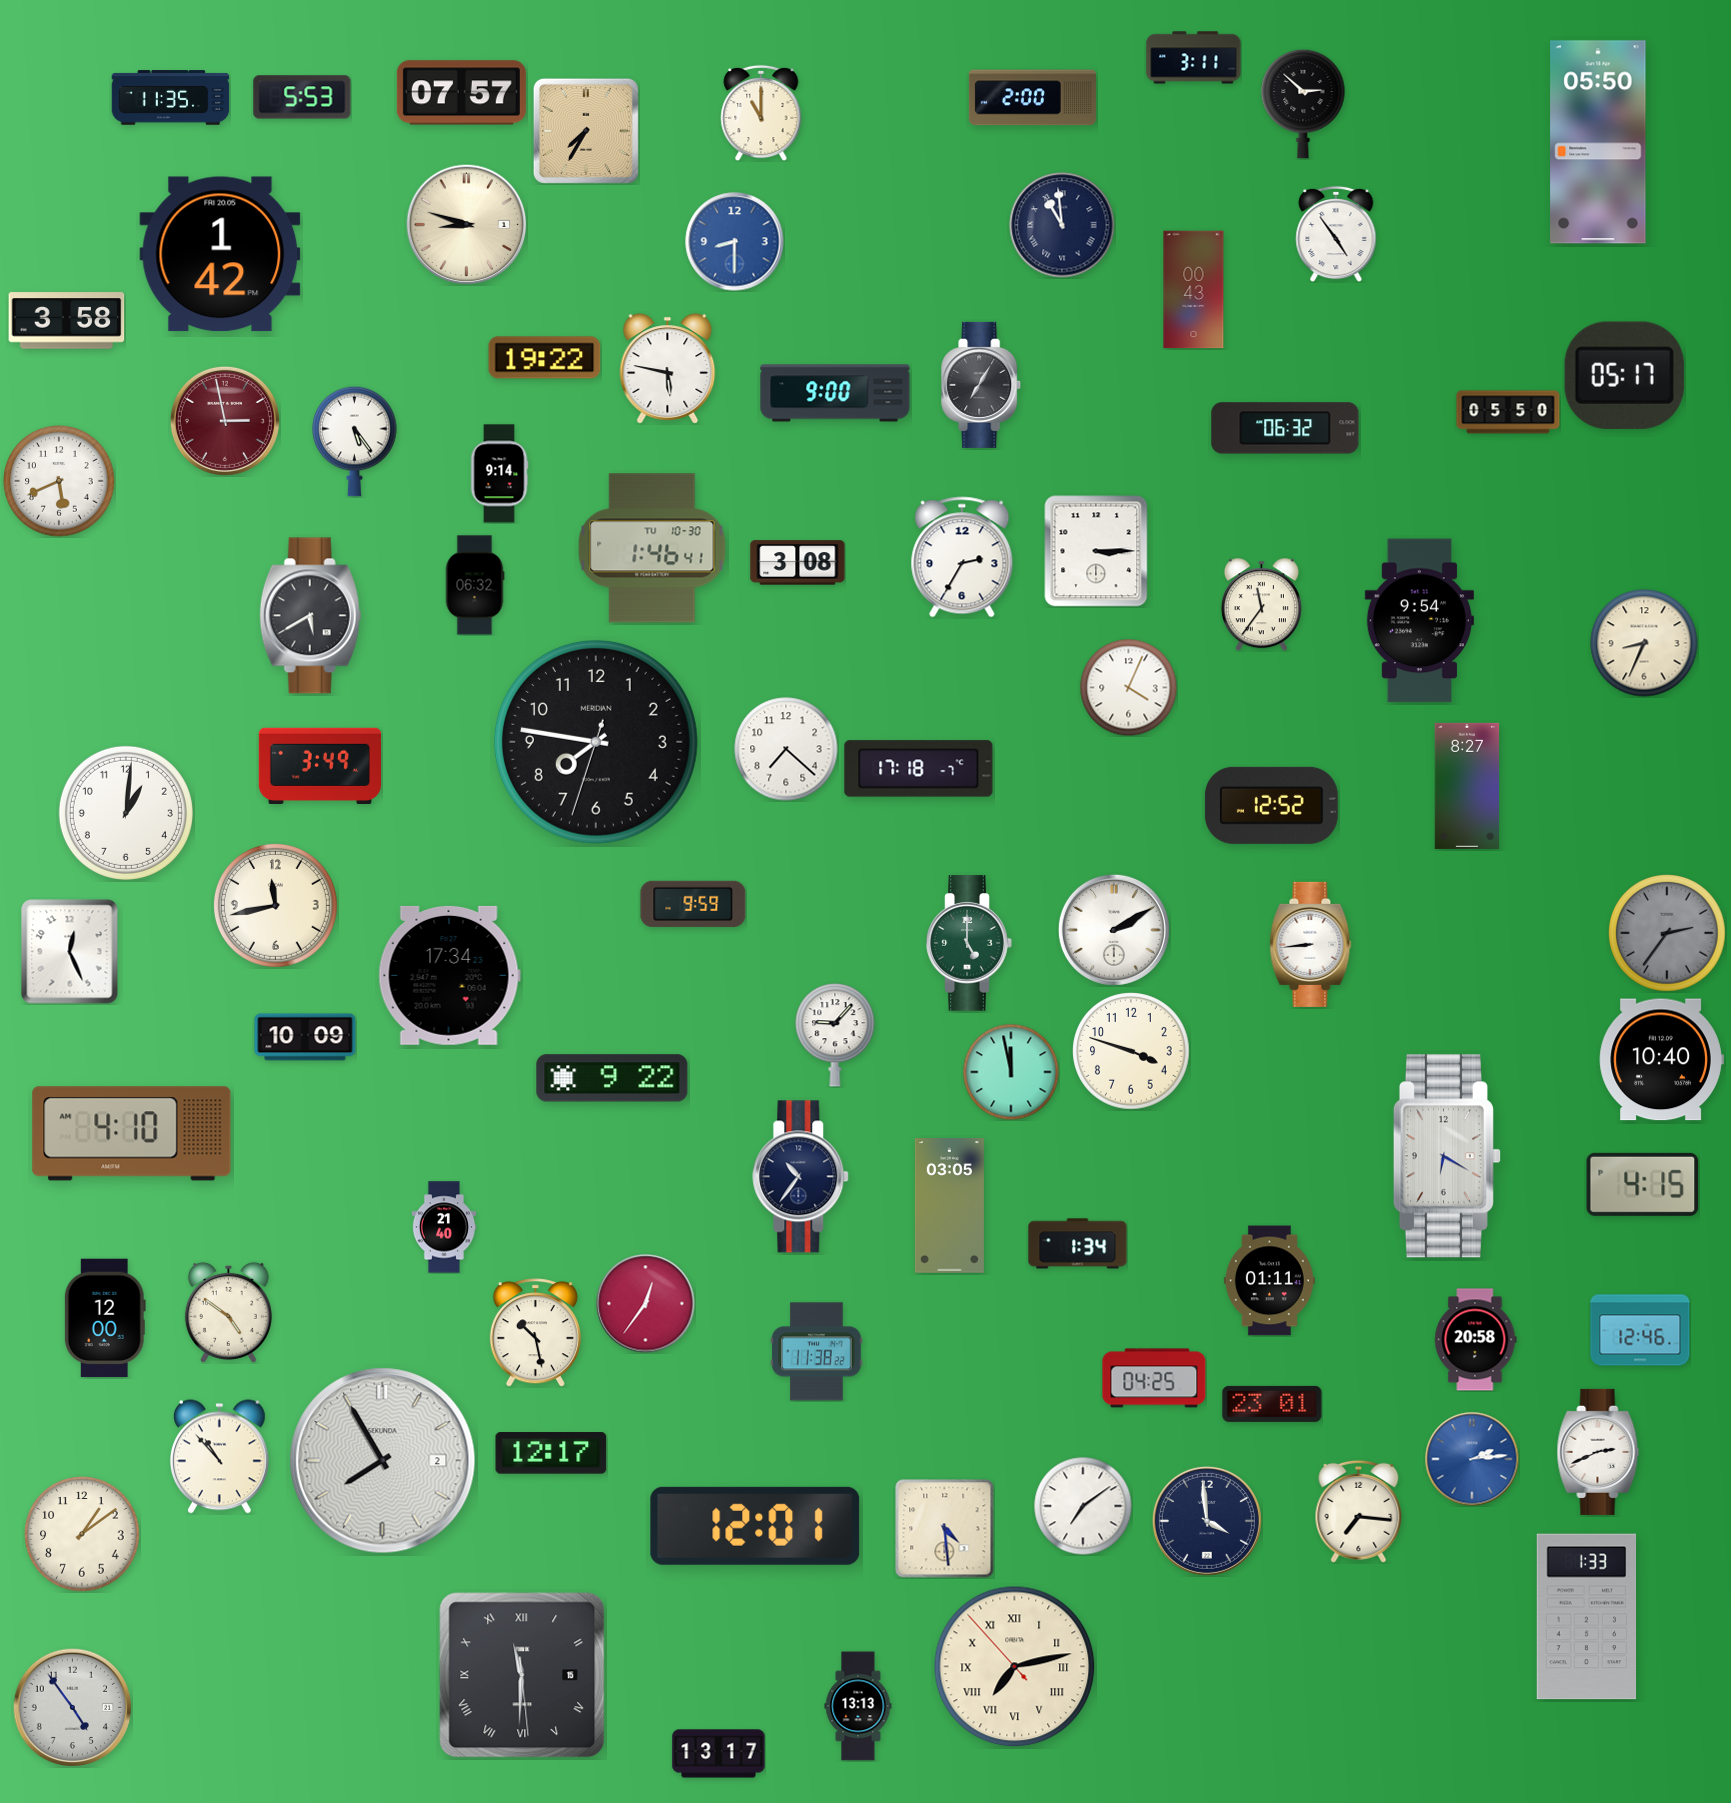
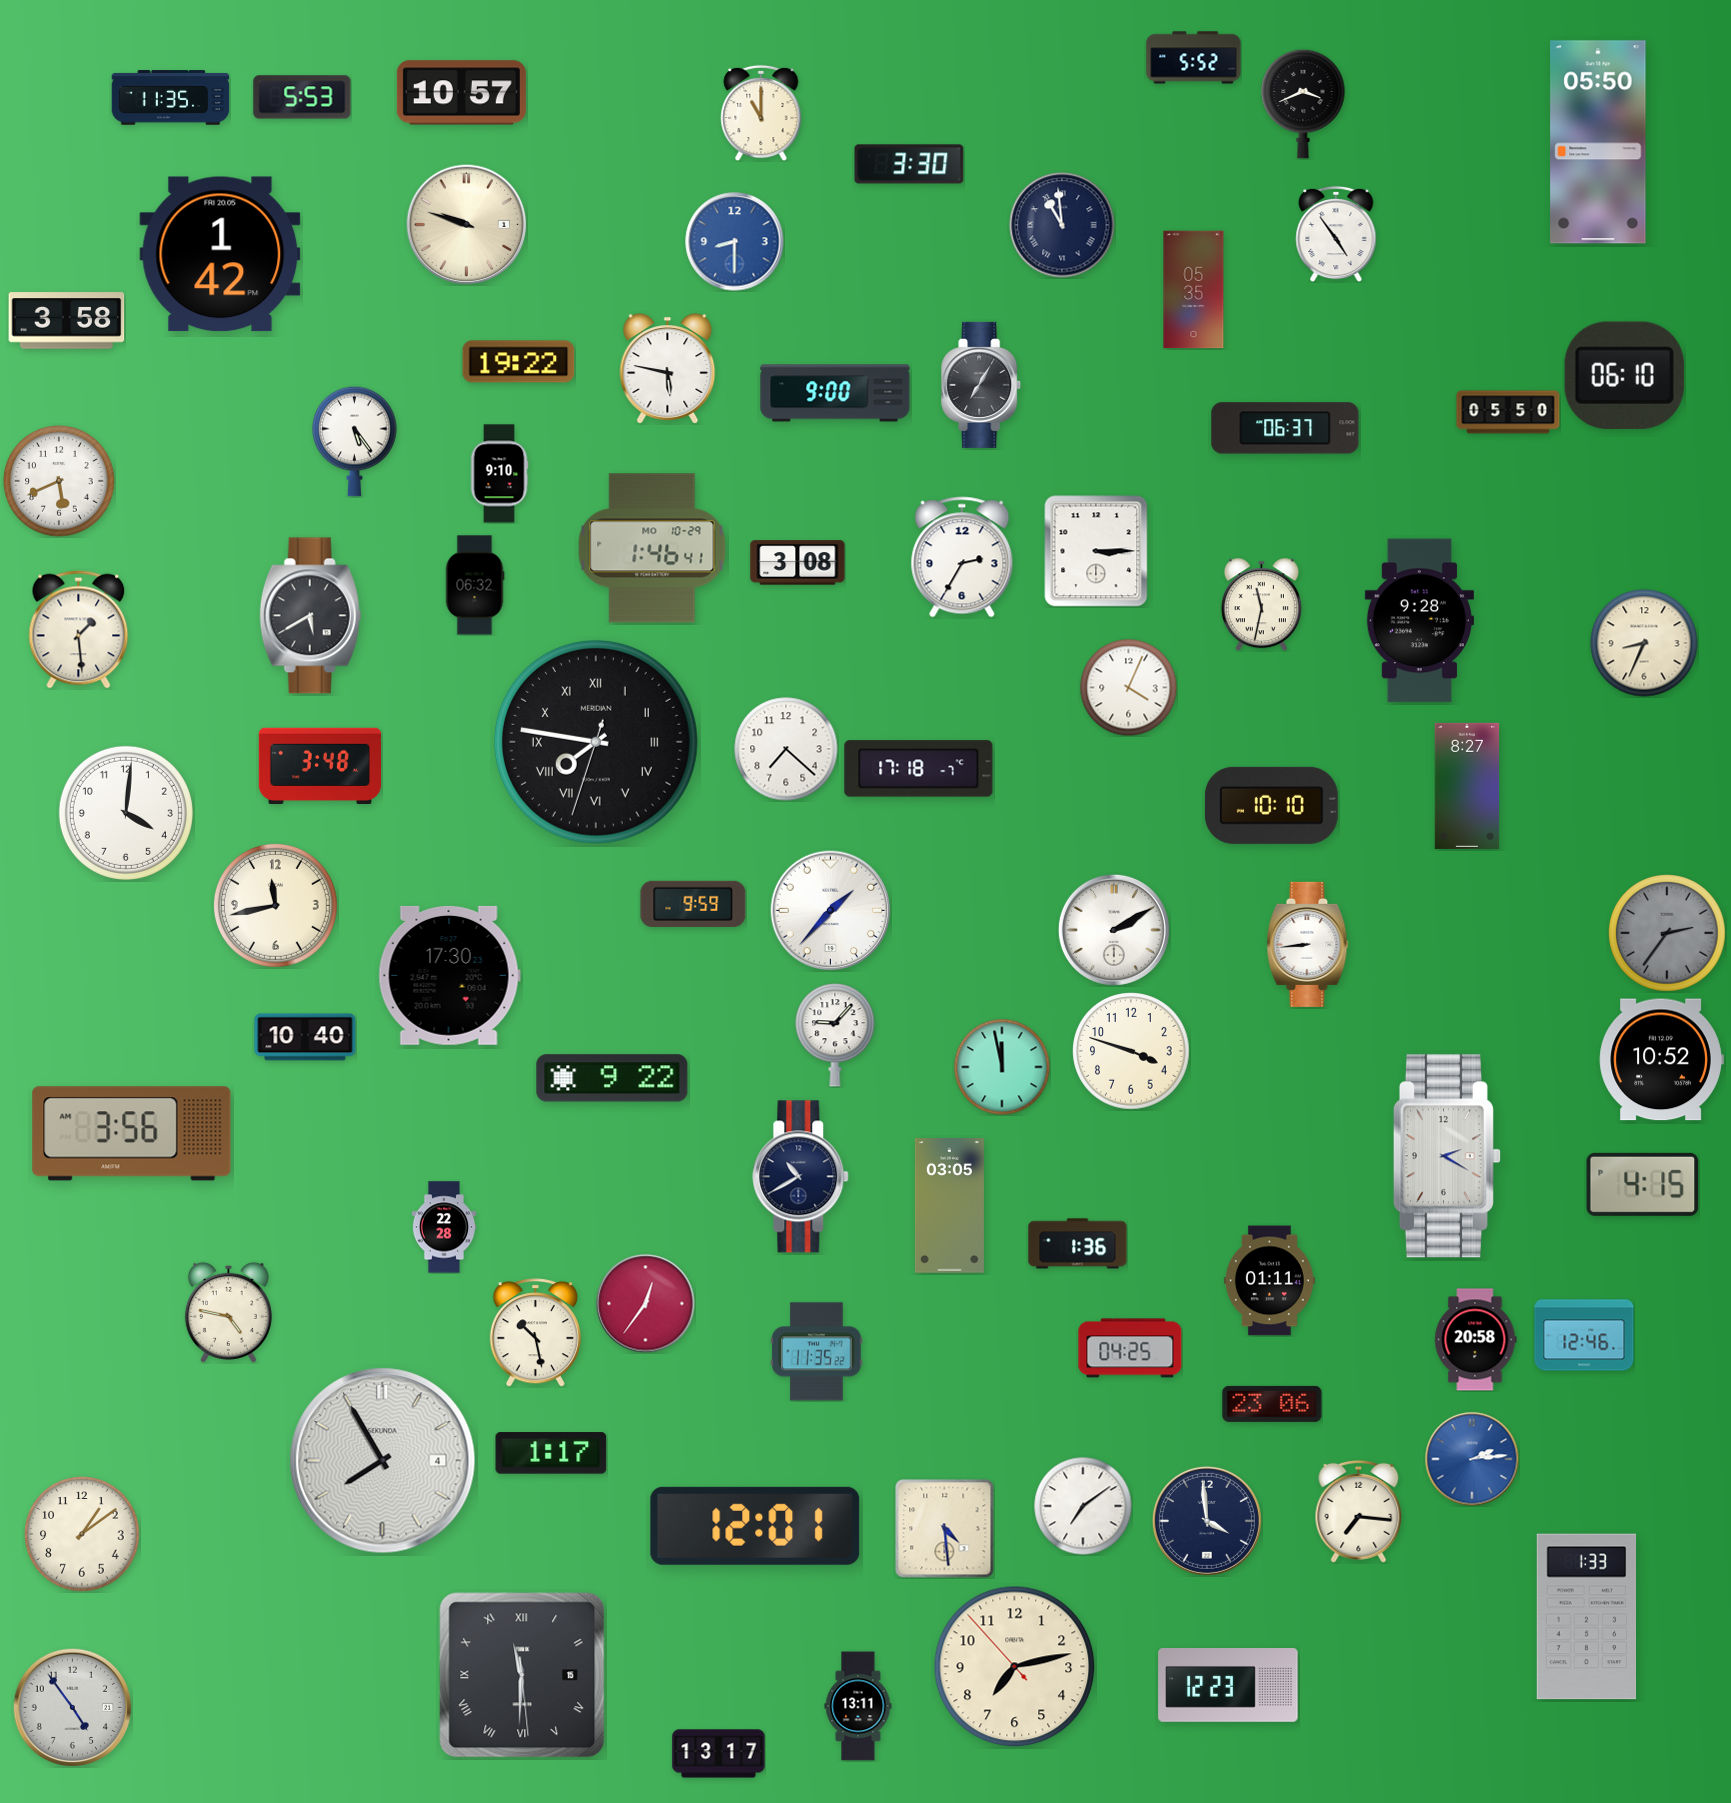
clock at (1194, 58): 3:11 -> 5:52
clock at (461, 93): 07:57 -> 10:57
clock at (1032, 98): 2:00 -> none
clock at (1303, 104): 2:52 -> 3:41
clock at (586, 131): 7:35 -> none
clock at (909, 164): none -> 3:30
clock at (467, 225): 8:48 -> 9:48
clock at (1194, 290): 00:43 -> 05:35
clock at (545, 358) position: (545, 358) -> (519, 362)
clock at (1624, 375): 05:17 -> 06:10
clock at (225, 421): 2:58 -> none
clock at (1285, 428): 06:32 -> 06:37
clock at (499, 474): 9:14 -> 9:10
clock at (652, 548) date: TU 10-30 -> MO 10-29
clock at (1261, 604): 11:36 -> 11:32
clock at (1419, 621): 9:54 -> 9:28
clock at (79, 630): none -> 1:29
clock at (596, 742) numerals: Arabic -> Roman
clock at (319, 765): 3:49 -> 3:48
clock at (1271, 805): 12:52 -> 10:10
clock at (126, 813): 1:01 -> 4:01
clock at (831, 911): none -> 1:37
clock at (969, 943): 5:00 -> none
clock at (1311, 944) position: (1311, 944) -> (1308, 944)
clock at (70, 952): 12:26 -> none
clock at (449, 975): 17:34 -> 17:30
clock at (305, 1037): 10:09 -> 10:40
clock at (1661, 1060): 10:40 -> 10:52
clock at (1011, 1072) position: (1011, 1072) -> (1002, 1067)
clock at (132, 1134): 4:10 -> 3:56
clock at (1447, 1156): 6:20 -> 2:20
clock at (801, 1177): 10:36 -> 10:40
clock at (444, 1227): 21:40 -> 22:28
clock at (1078, 1244): 1:34 -> 1:36
clock at (228, 1312): 4:51 -> 4:47
clock at (105, 1318): 12:00 -> none
clock at (1640, 1330) position: (1640, 1330) -> (1584, 1335)
clock at (817, 1352): 11:38 -> 11:35
clock at (1154, 1378) position: (1154, 1378) -> (1130, 1348)
clock at (1272, 1404): 23:01 -> 23:06
clock at (1598, 1452): 2:41 -> none
clock at (551, 1453): 12:17 -> 1:17
clock at (219, 1457): 10:53 -> none
clock at (383, 1461) date: 2 -> 4
clock at (1015, 1667) numerals: Roman -> Arabic
clock at (1228, 1686): none -> 12:23
clock at (858, 1706): 13:13 -> 13:11
